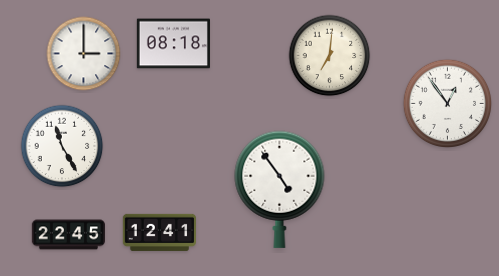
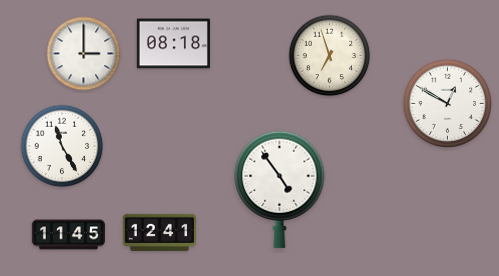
clock at (330, 56): 7:01 -> 6:57
clock at (448, 104): 12:54 -> 12:50
clock at (68, 235): 22:45 -> 11:45
